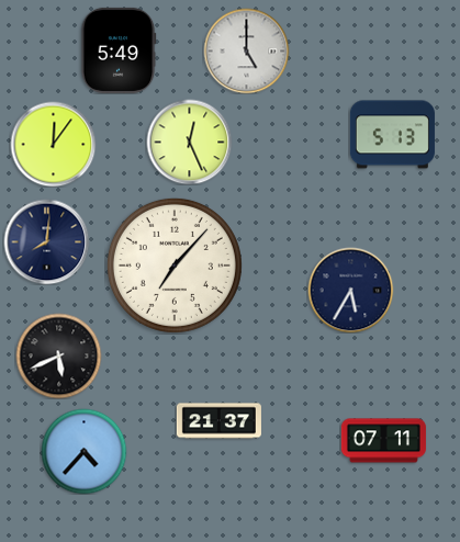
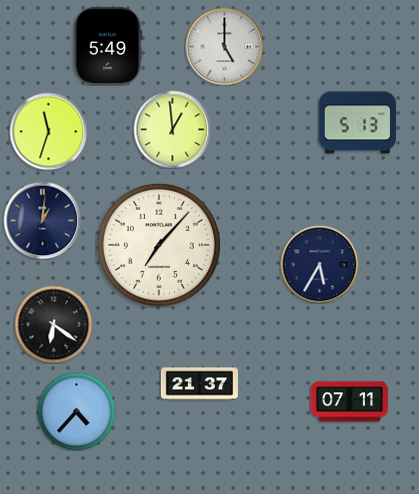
clock at (189, 142): 12:26 -> 12:59
clock at (53, 144): 12:06 -> 11:33
clock at (46, 241): 8:01 -> 1:01
clock at (175, 266) position: (175, 266) -> (159, 245)
clock at (58, 355): 5:41 -> 6:21
